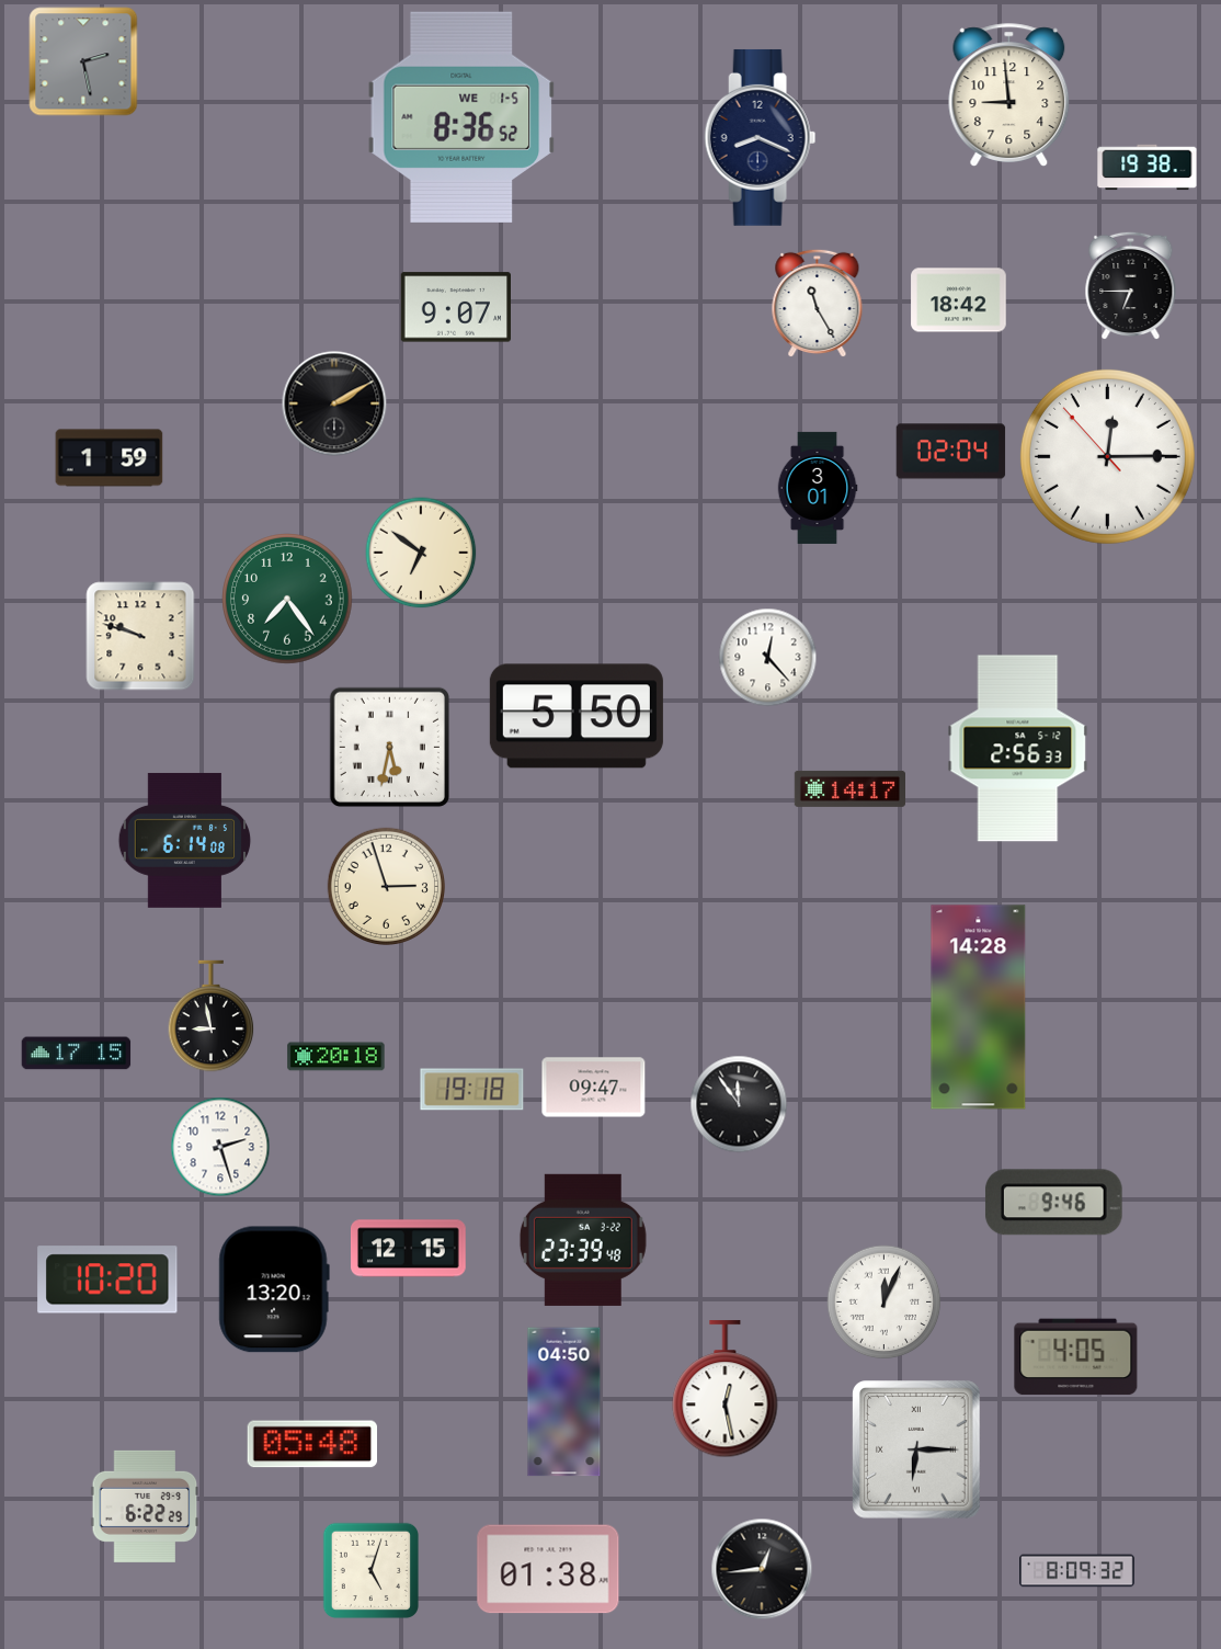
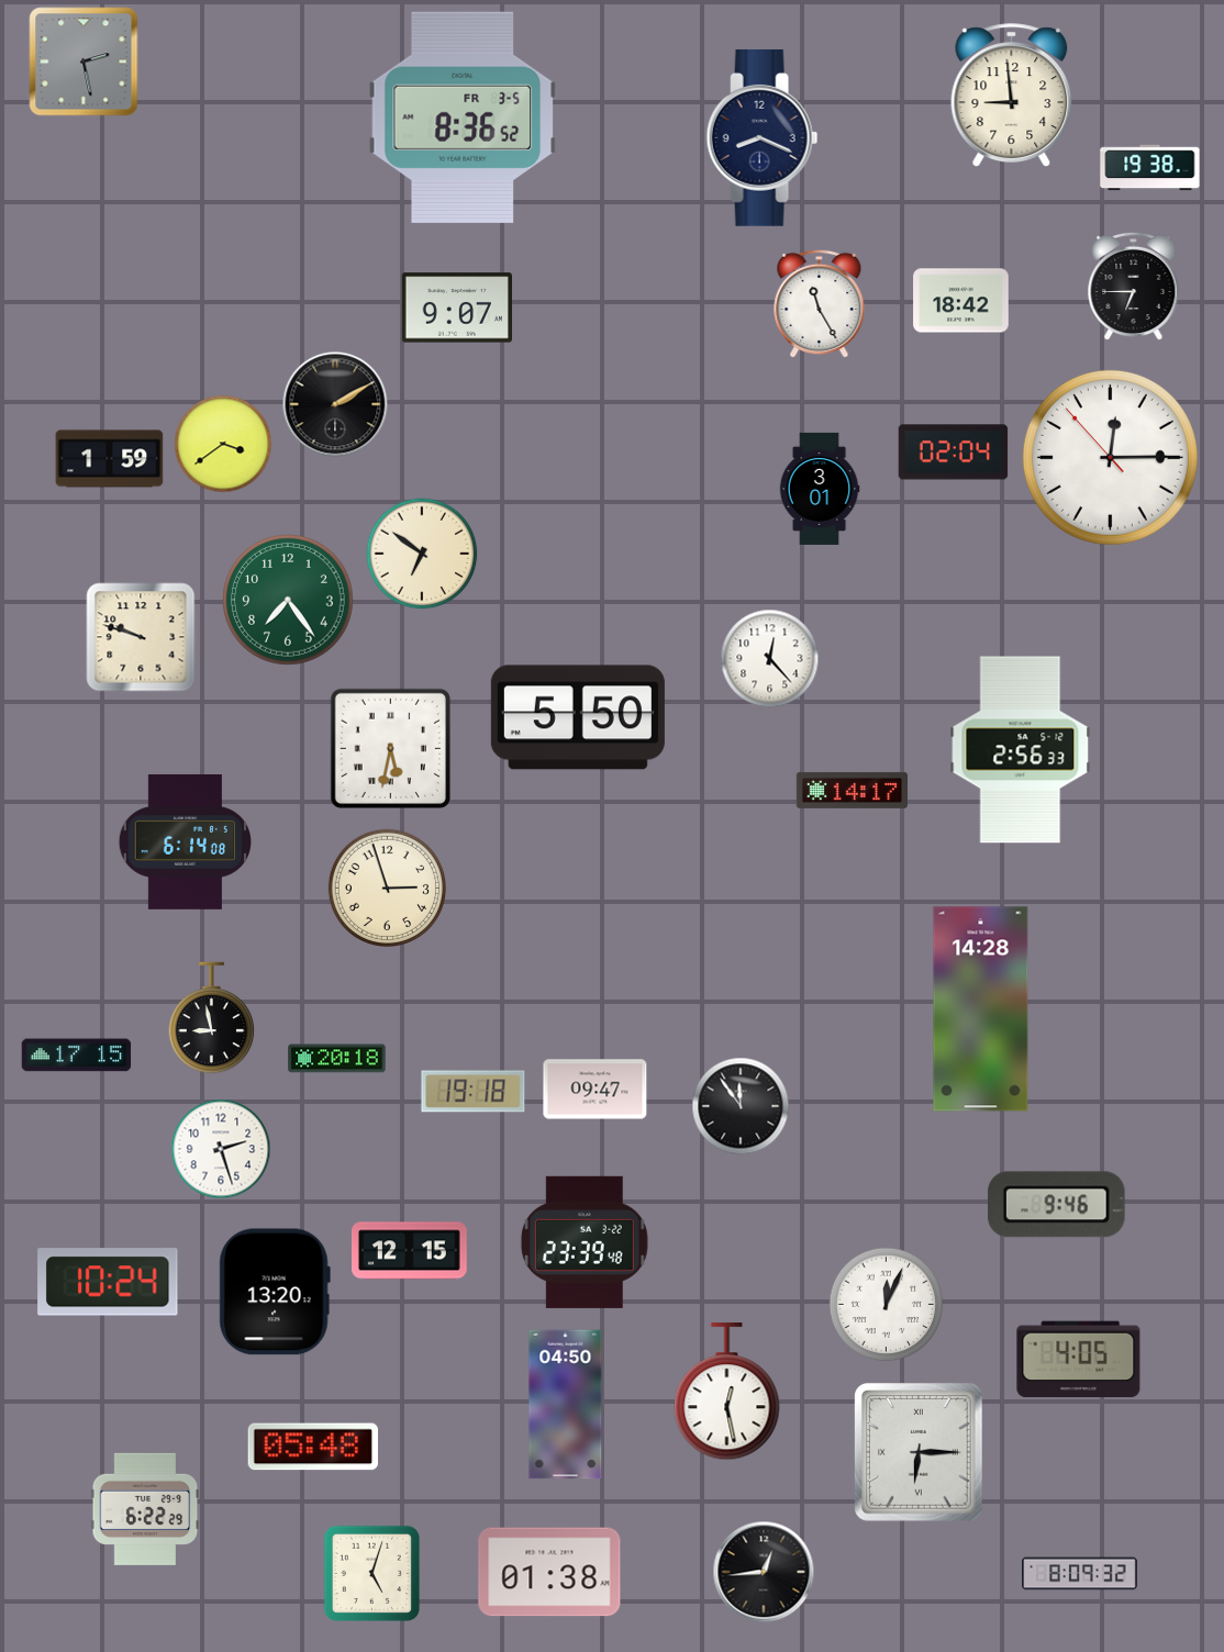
clock at (461, 116) date: WE 1-5 -> FR 3-5
clock at (223, 444): none -> 3:39
clock at (107, 1280): 10:20 -> 10:24
